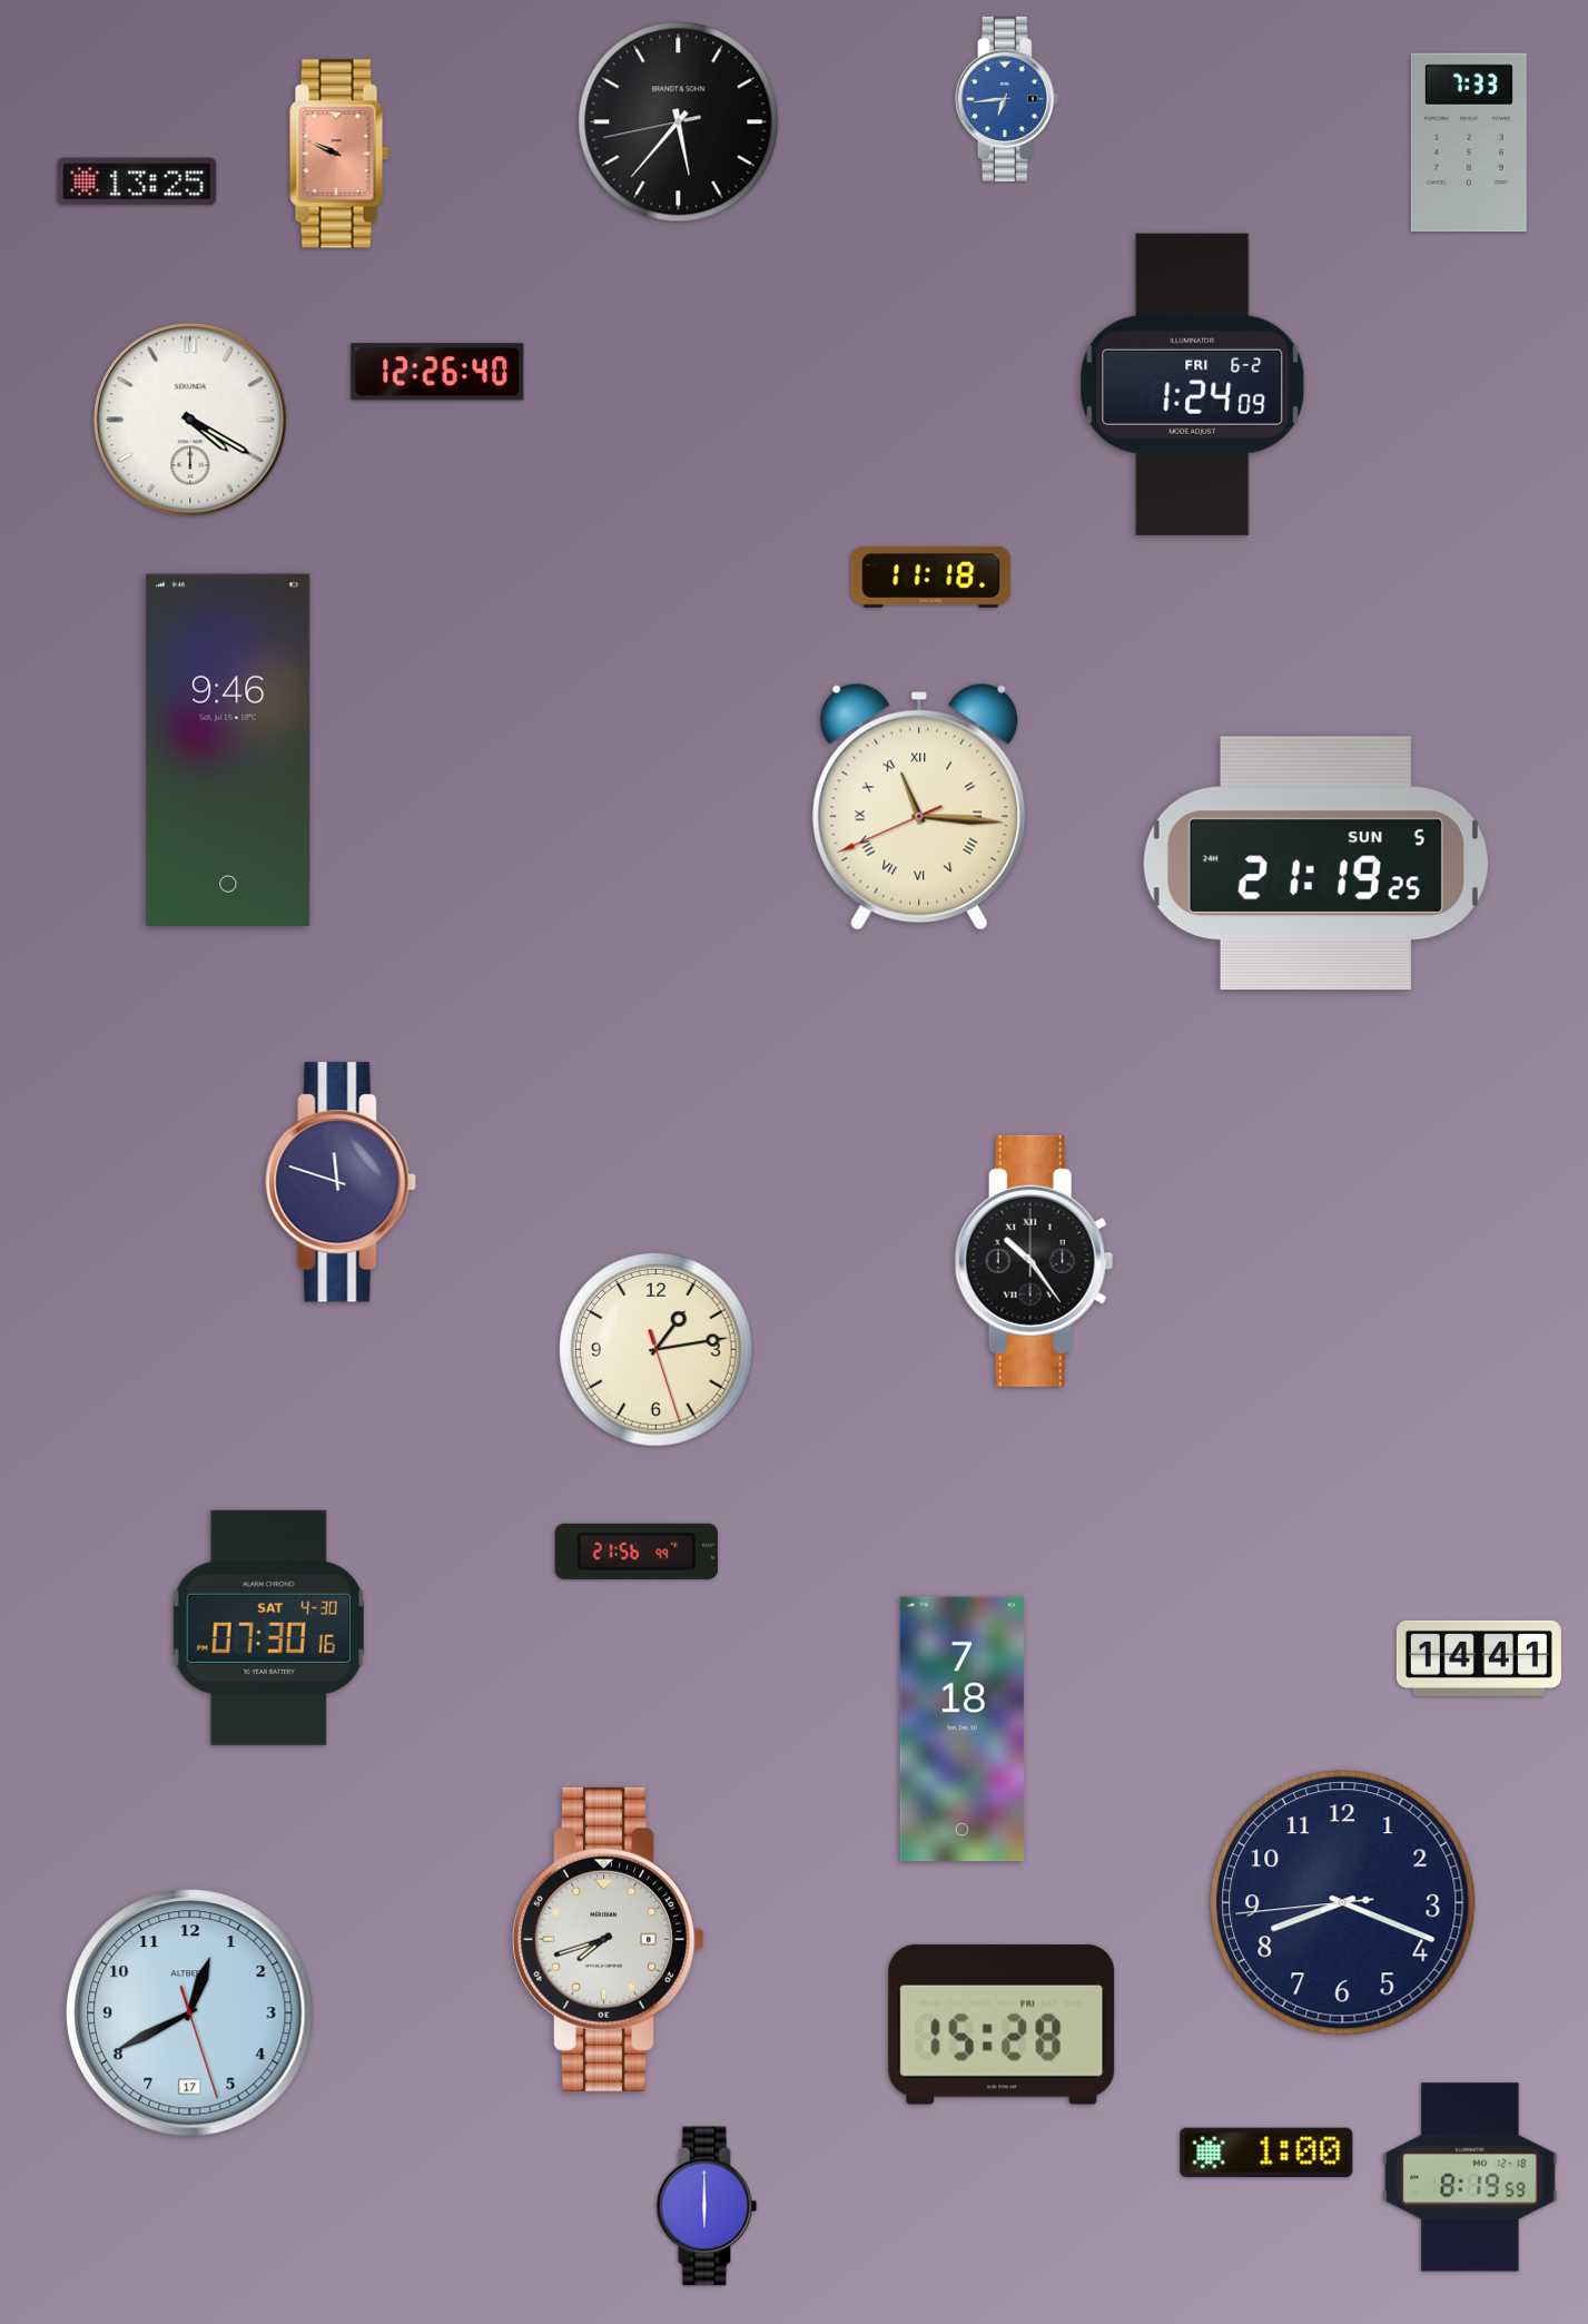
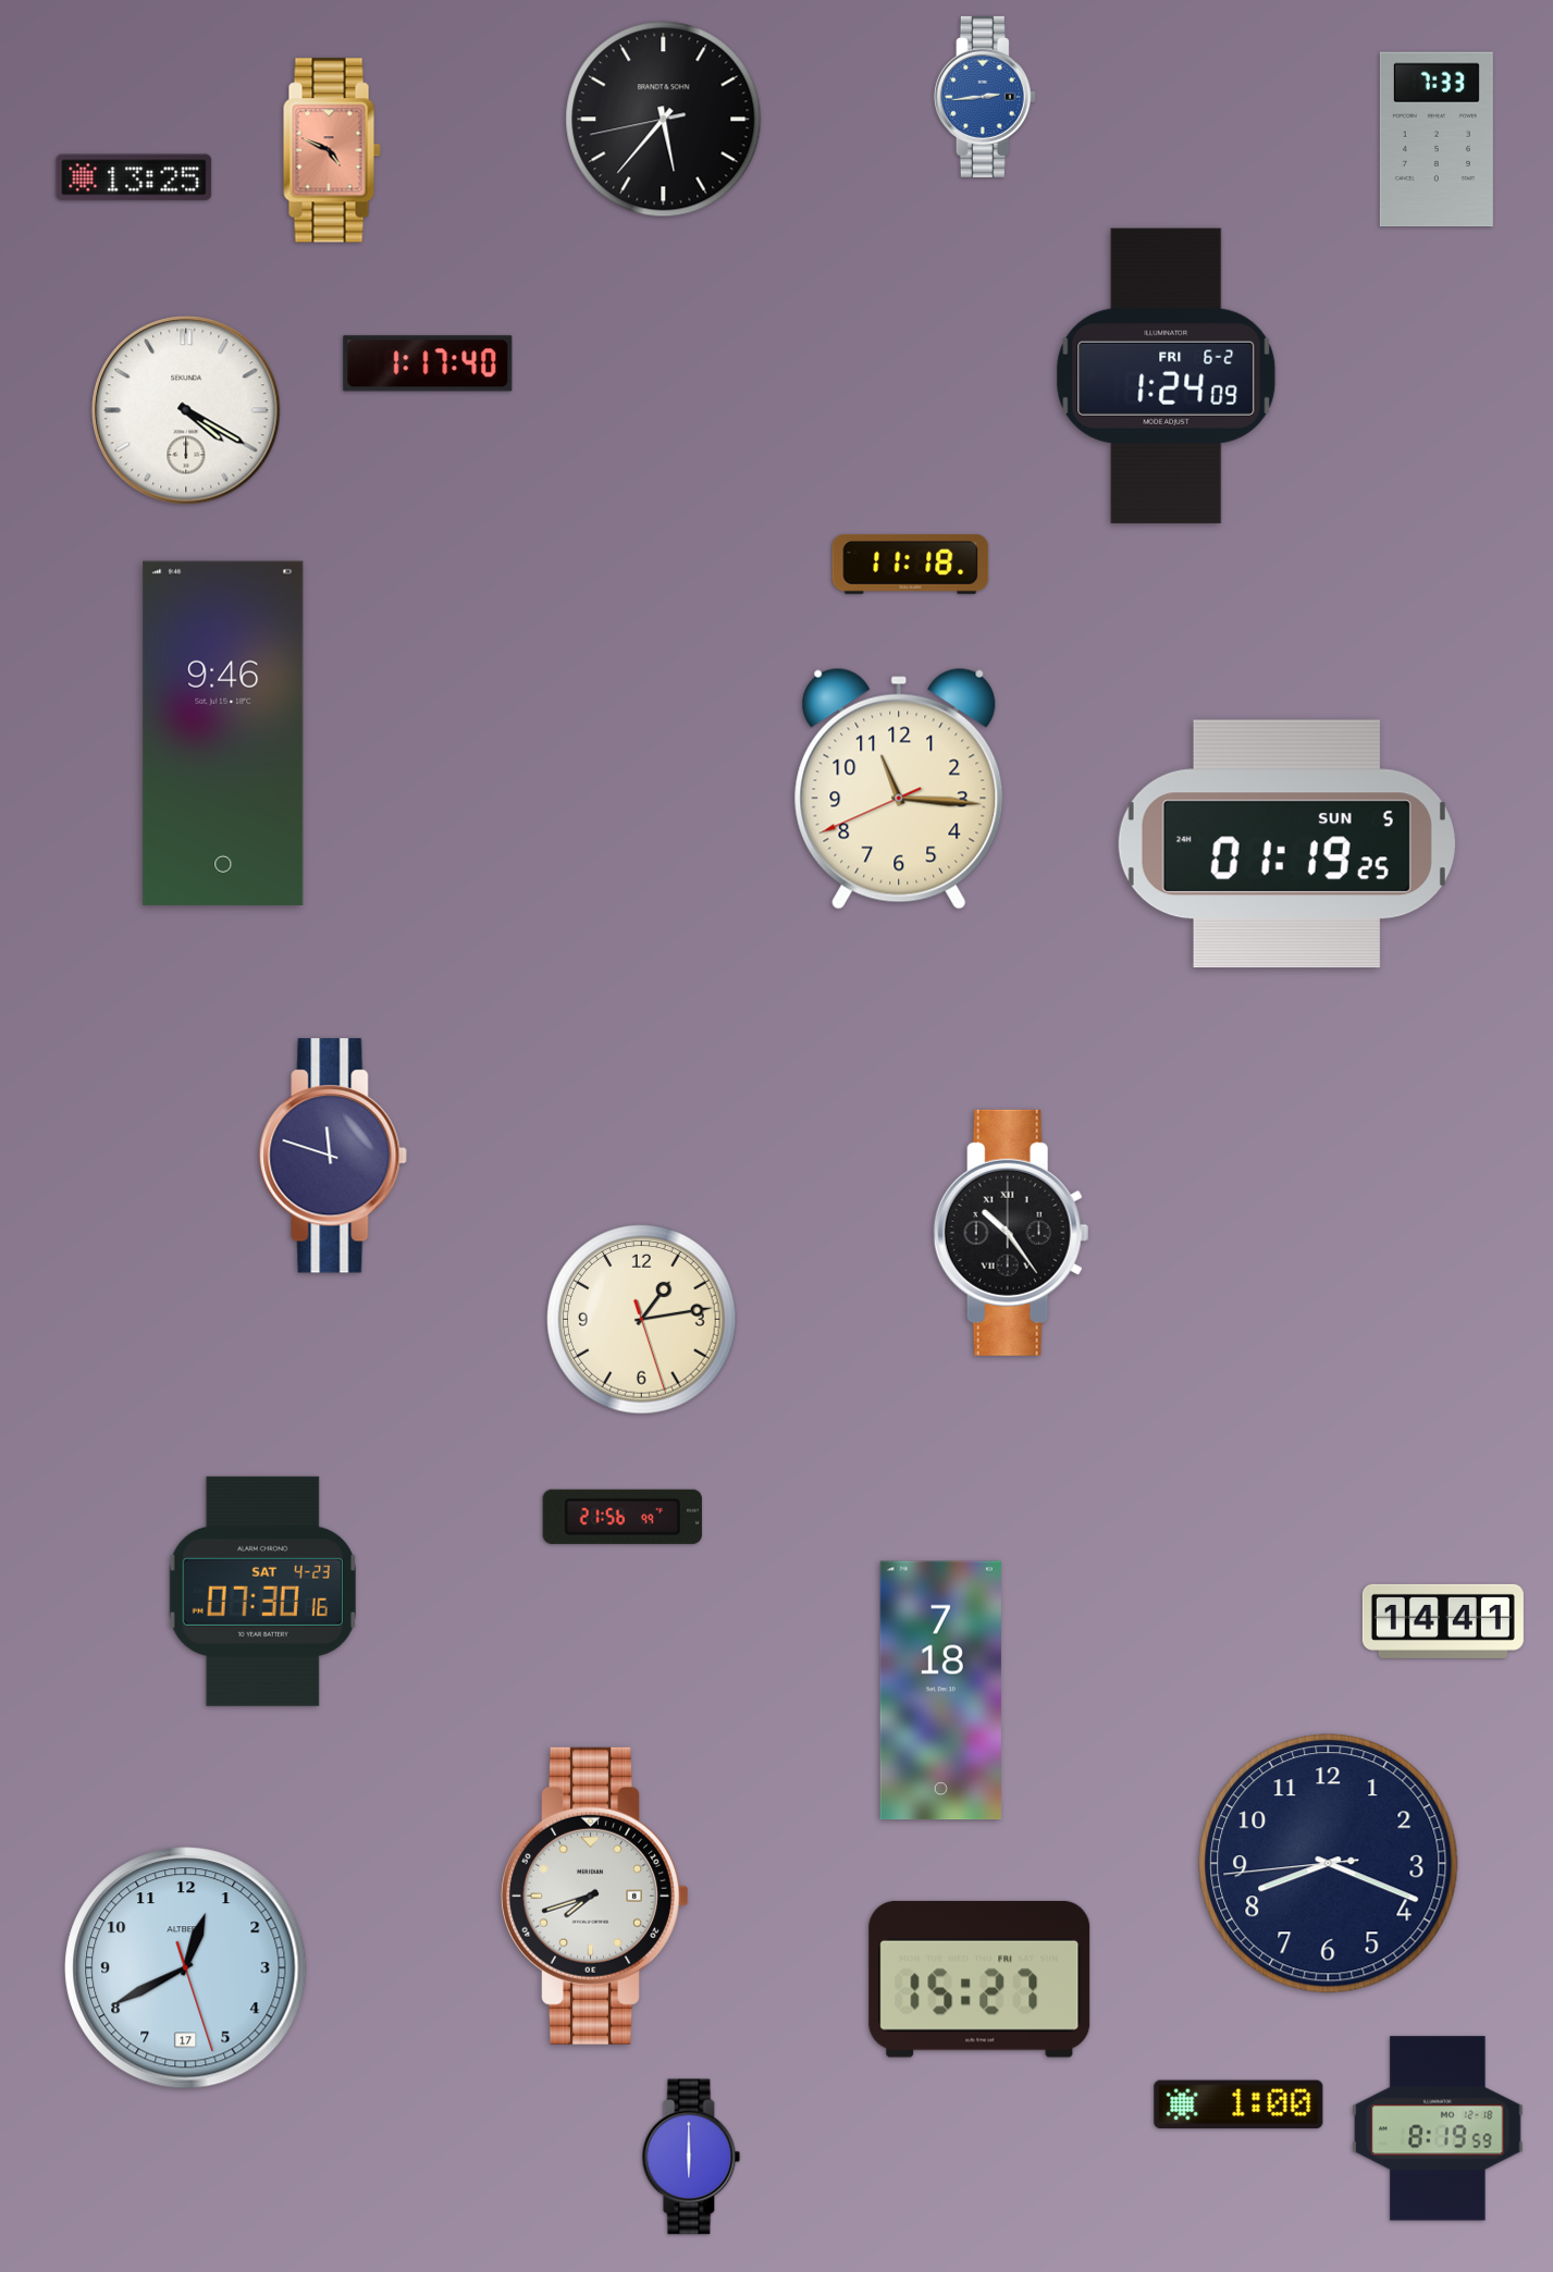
clock at (1007, 99): 6:44 -> 2:44
clock at (339, 154): 9:49 -> 4:49
clock at (437, 372): 12:26 -> 1:17
clock at (919, 807) numerals: Roman -> Arabic
clock at (1315, 864): 21:19 -> 01:19
clock at (268, 1627) date: SAT 4-30 -> SAT 4-23
clock at (1479, 1658) position: (1479, 1658) -> (1443, 1621)
clock at (1343, 1903) position: (1343, 1903) -> (1329, 1864)
clock at (1002, 2025): 15:28 -> 15:27
